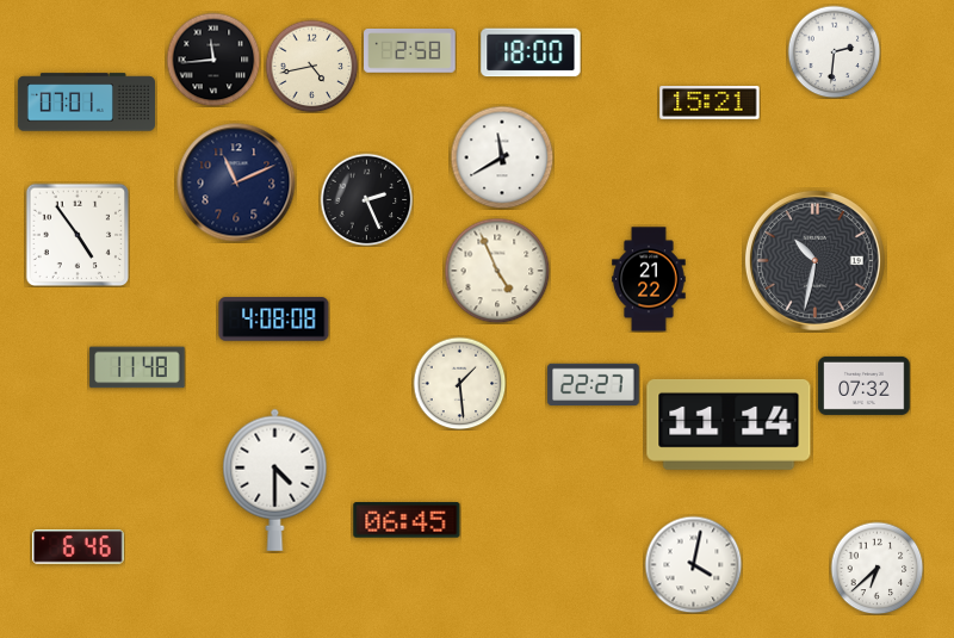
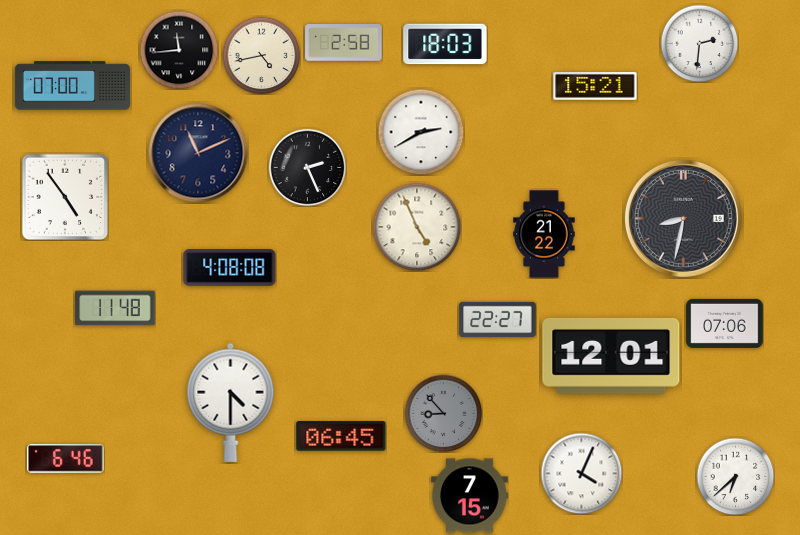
clock at (531, 52): 18:00 -> 18:03
clock at (86, 103): 07:01 -> 07:00
clock at (502, 157): 11:40 -> 2:40
clock at (814, 260): 10:32 -> 8:32
clock at (459, 383): 1:29 -> none
clock at (594, 385) position: (594, 385) -> (498, 320)
clock at (865, 385): 07:32 -> 07:06
clock at (729, 425): 11:14 -> 12:01
clock at (443, 413): none -> 8:53
clock at (693, 564): 4:02 -> 4:04
clock at (470, 496): none -> 7:15
